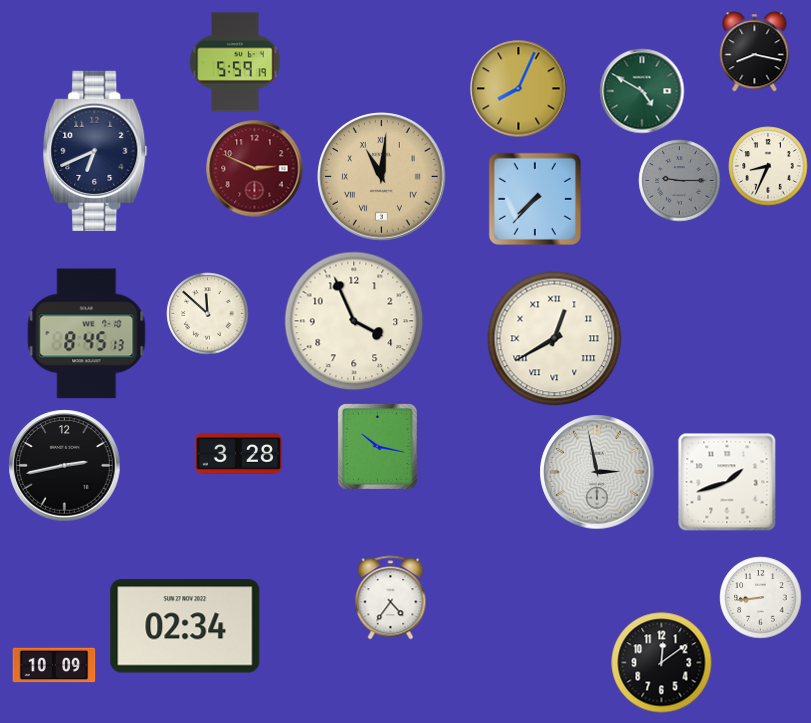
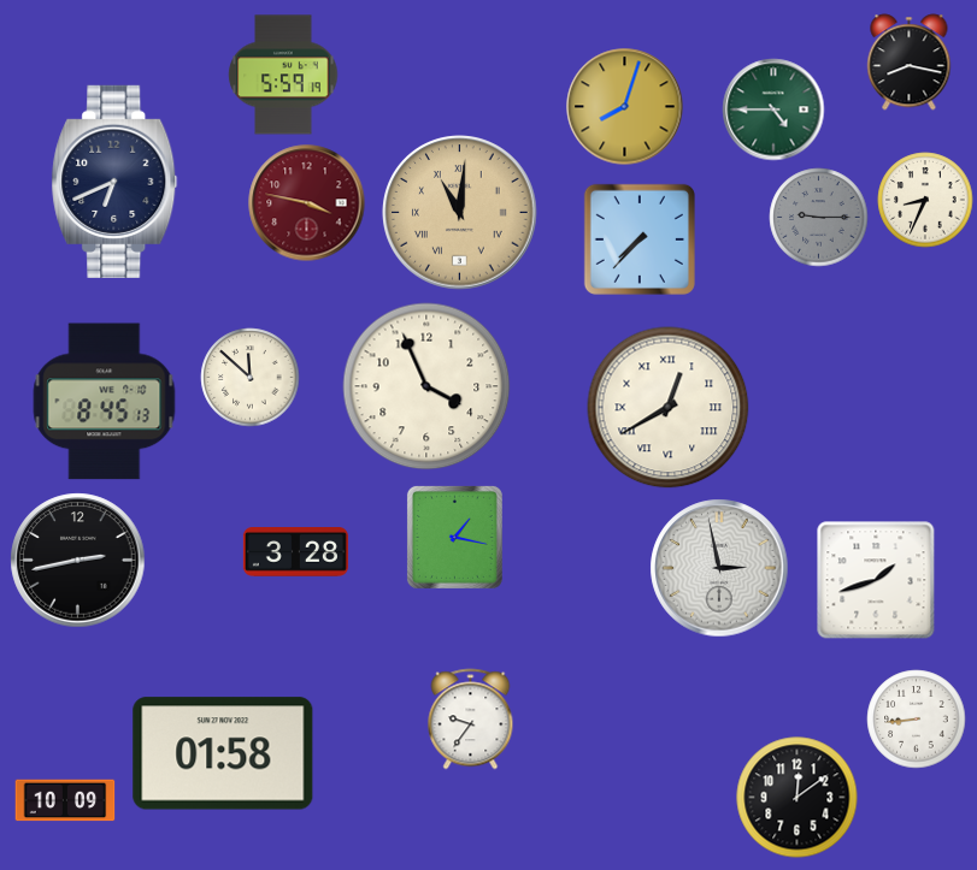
clock at (519, 89): 8:04 -> 8:03
clock at (642, 91): 4:50 -> 4:45
clock at (255, 169): 2:49 -> 3:47
clock at (535, 199) position: (535, 199) -> (640, 239)
clock at (377, 446): 10:17 -> 1:17
clock at (238, 454) position: (238, 454) -> (295, 552)
clock at (391, 598): 4:36 -> 9:36
clock at (185, 626): 02:34 -> 01:58
